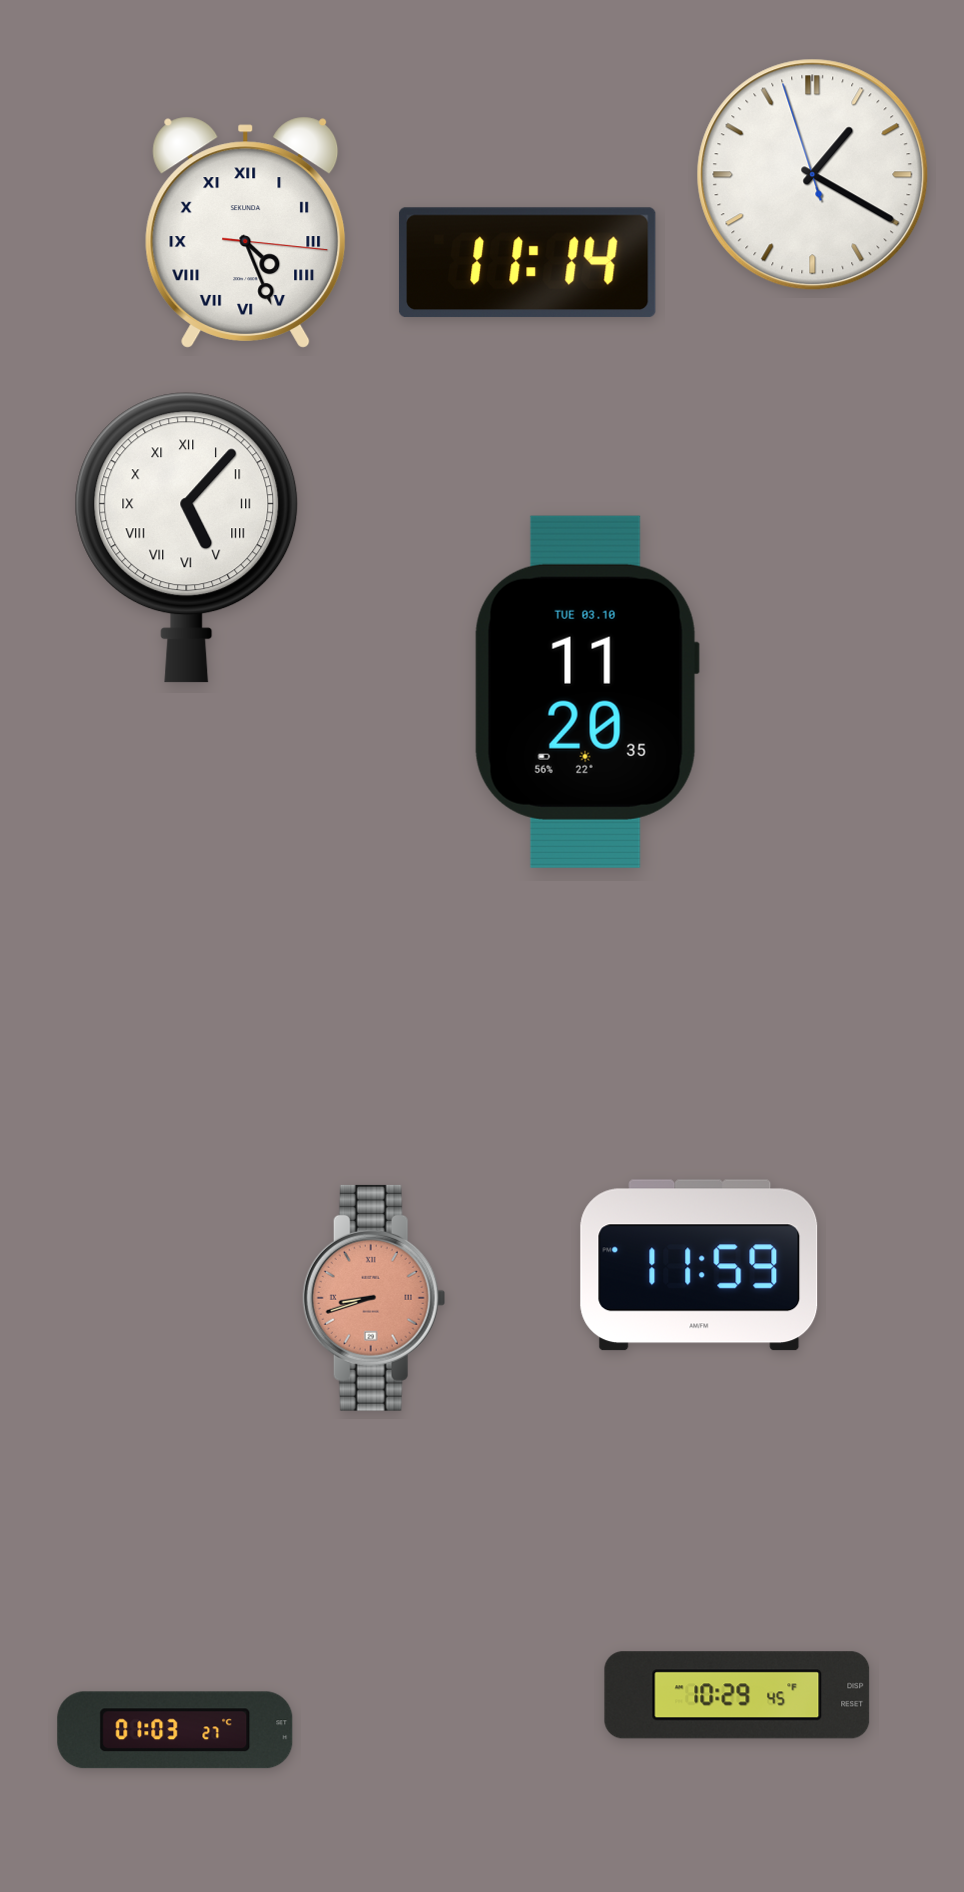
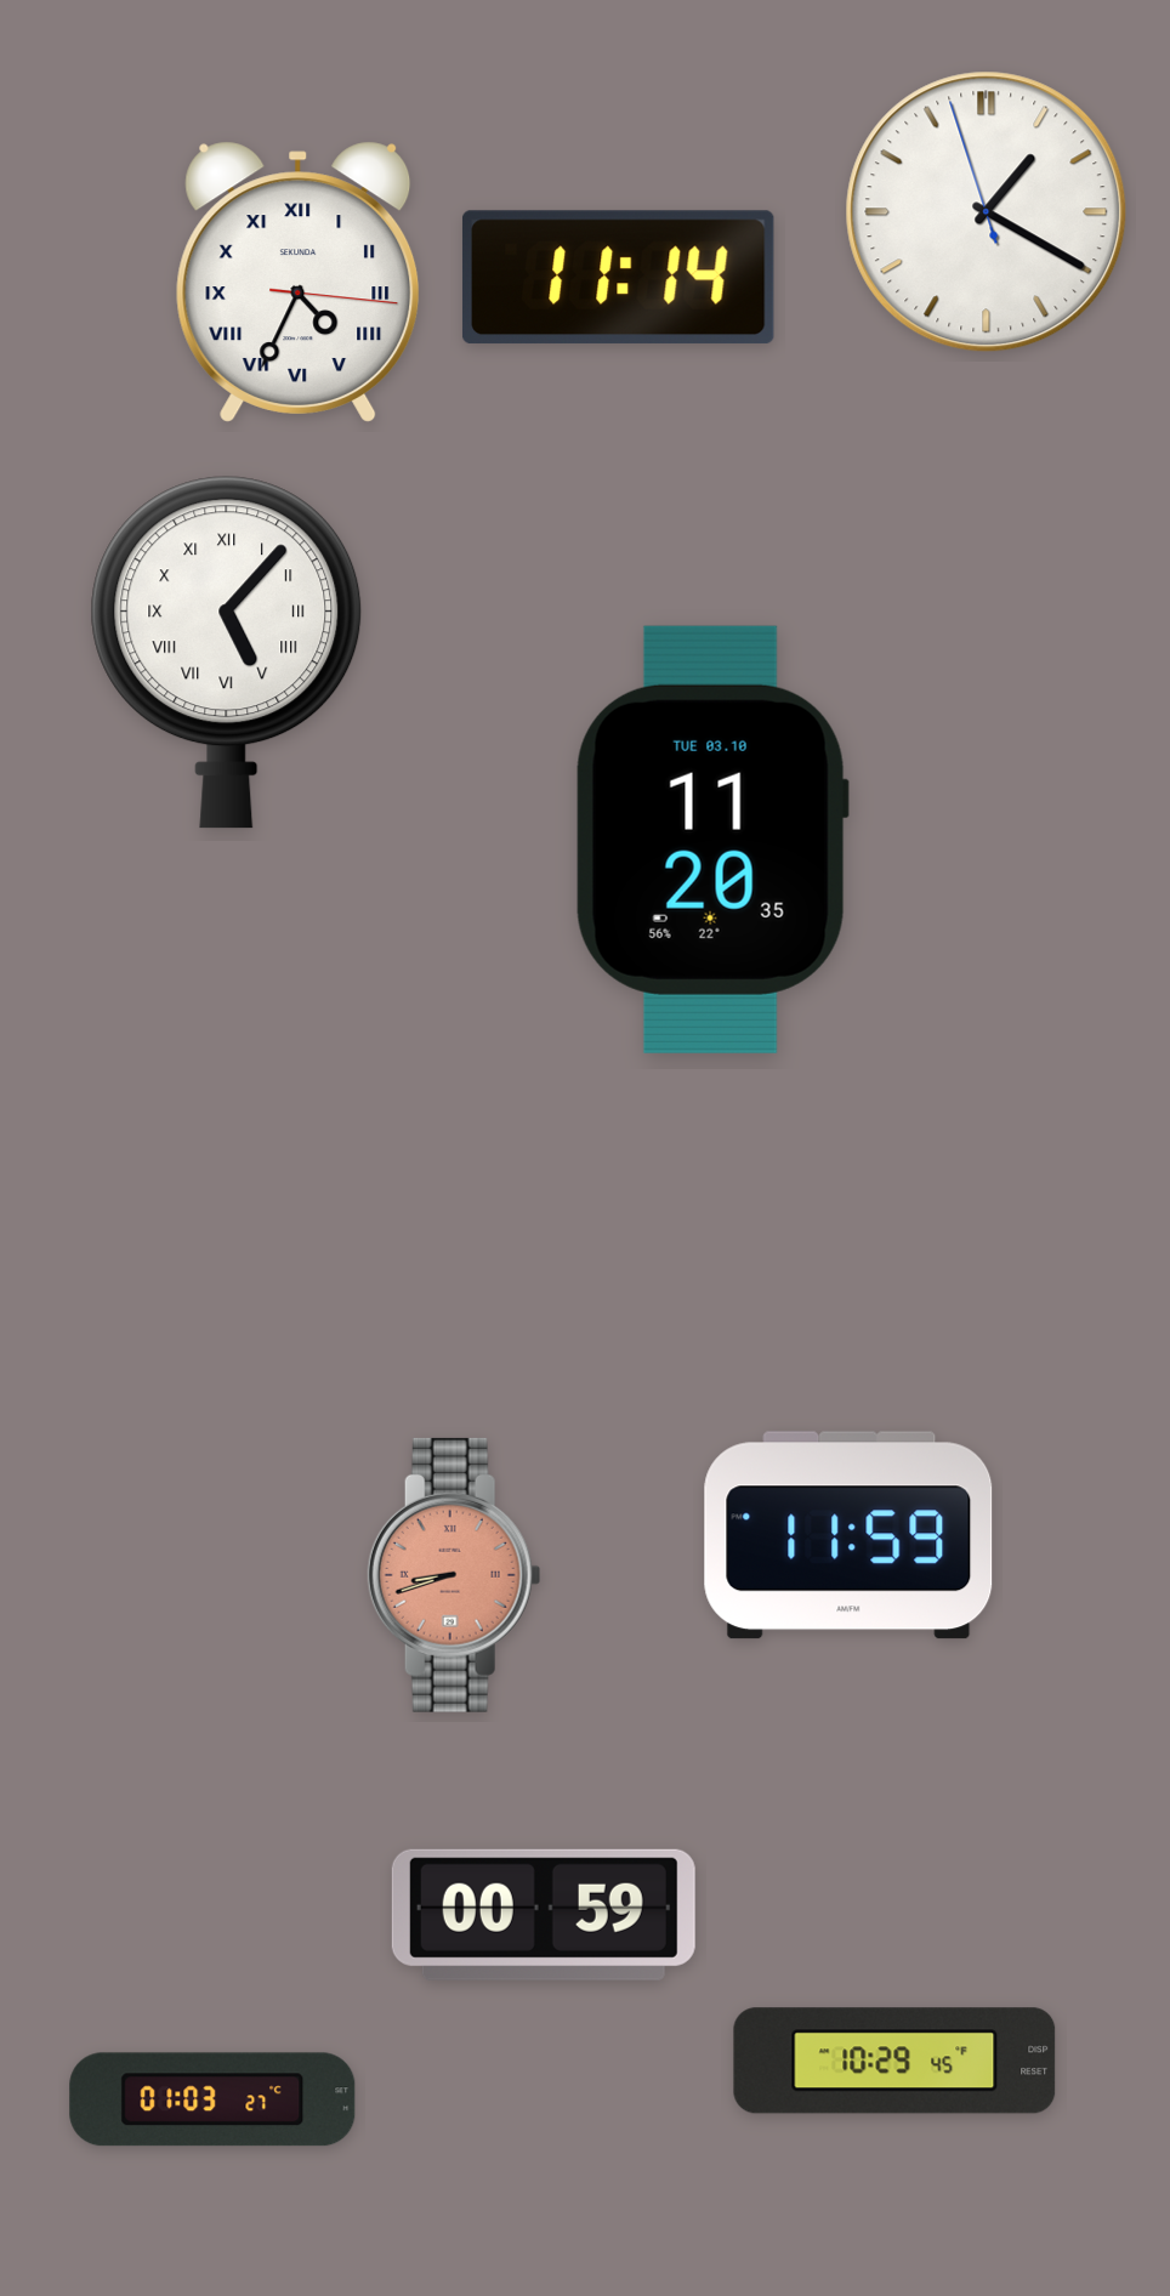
clock at (246, 232): 4:26 -> 4:34
clock at (527, 263) position: (527, 263) -> (618, 278)
clock at (544, 1915): none -> 00:59
clock at (737, 1695) position: (737, 1695) -> (894, 2061)
